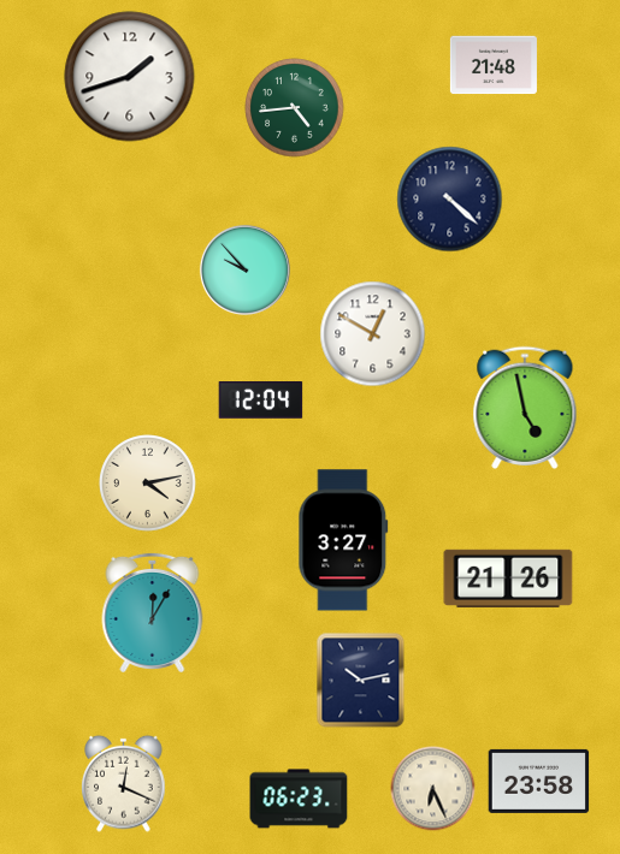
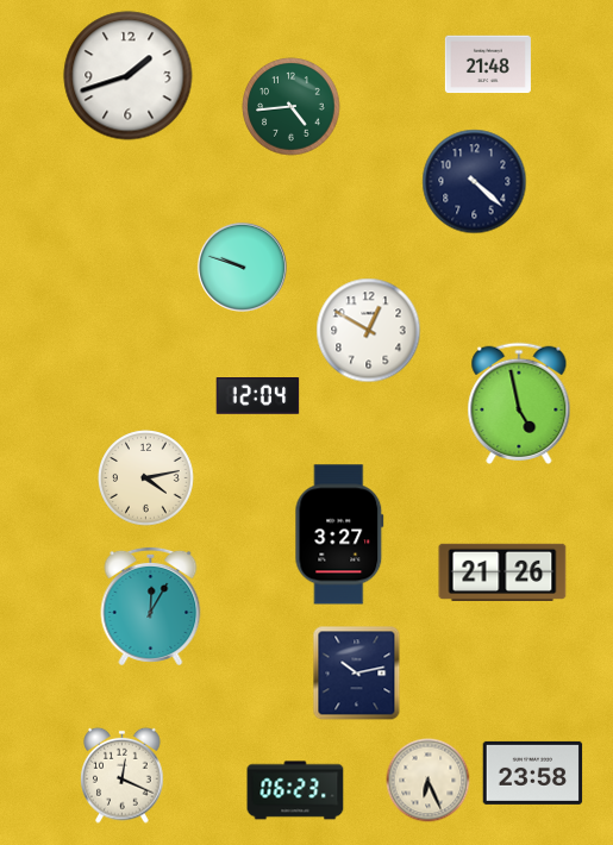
clock at (450, 200) position: (450, 200) -> (475, 182)
clock at (244, 269): 9:53 -> 9:48
